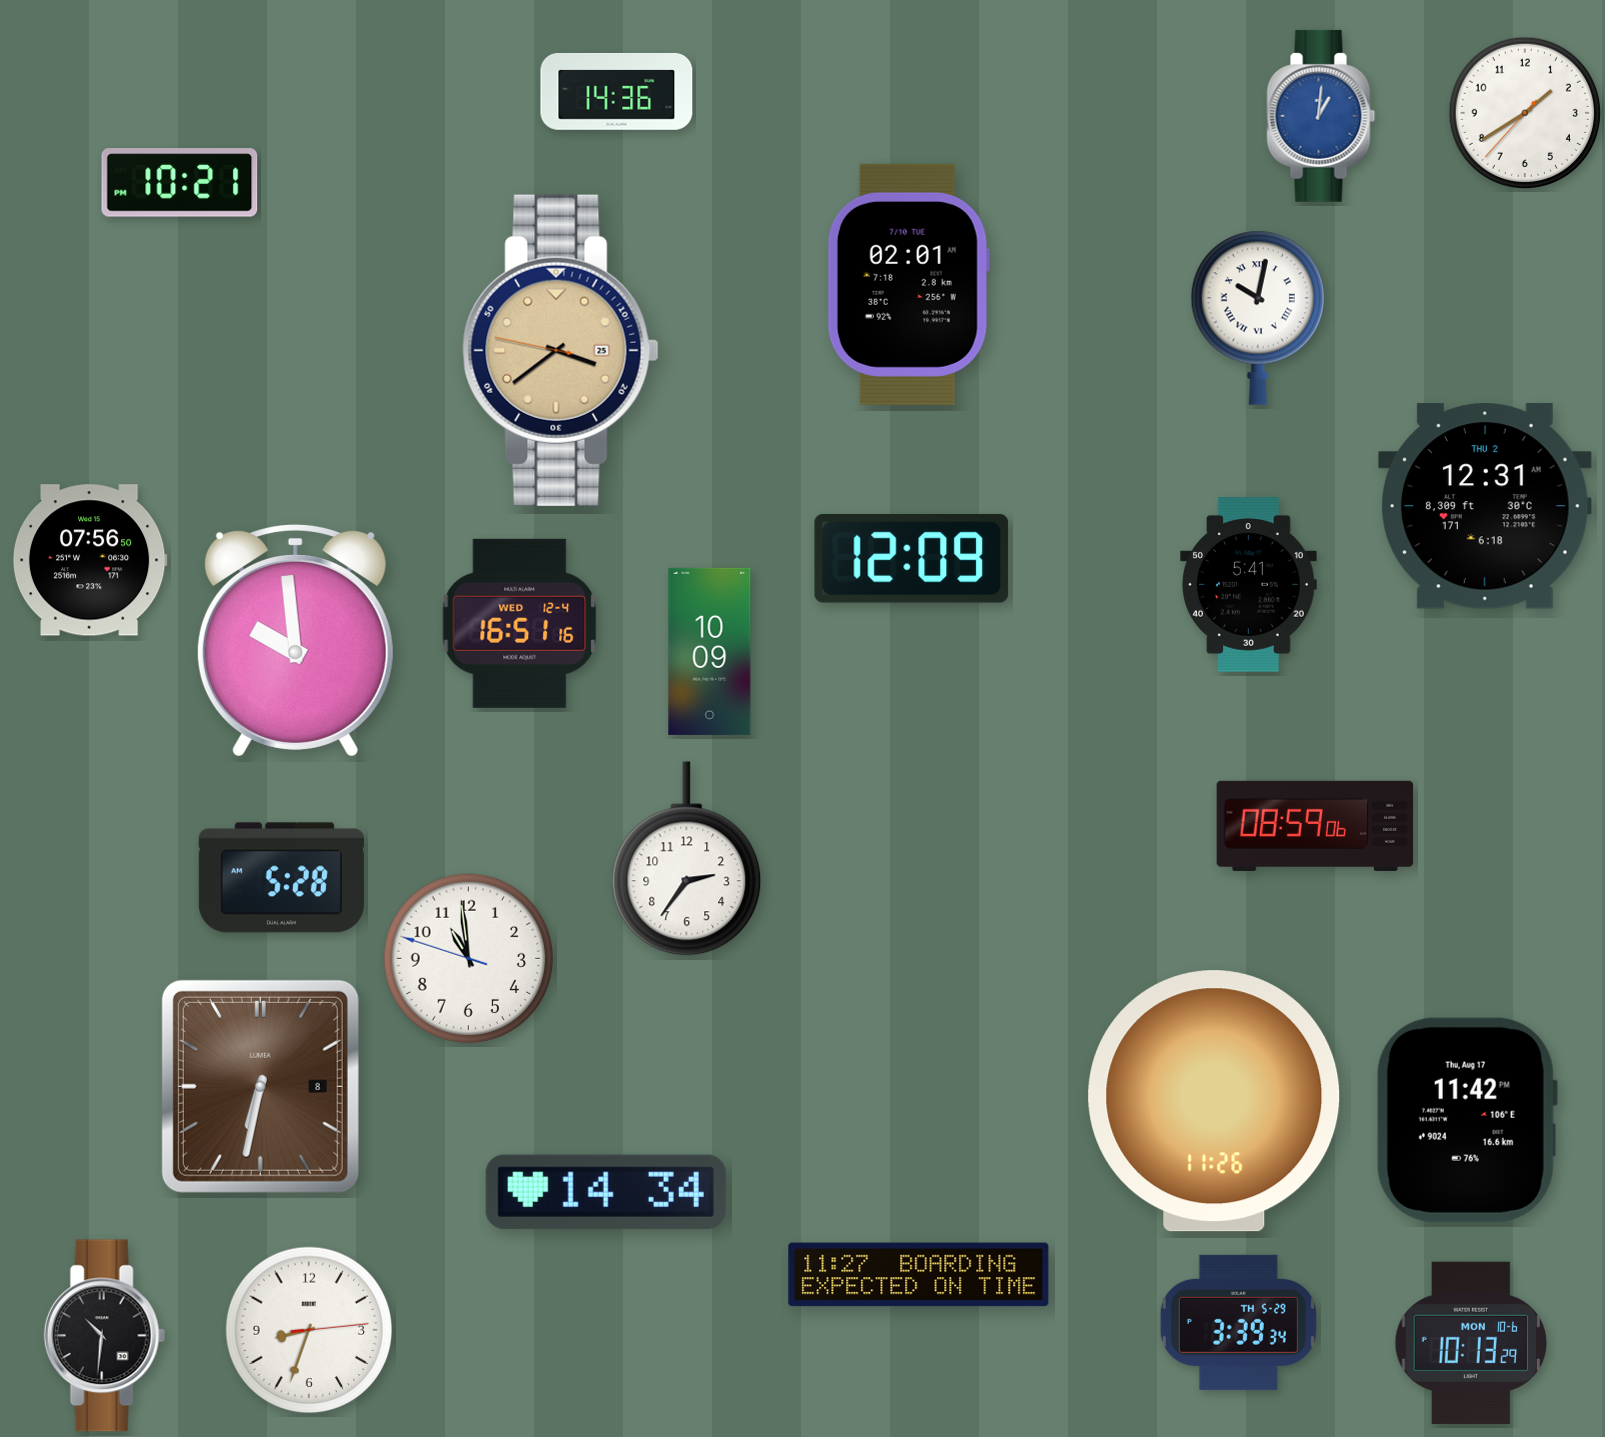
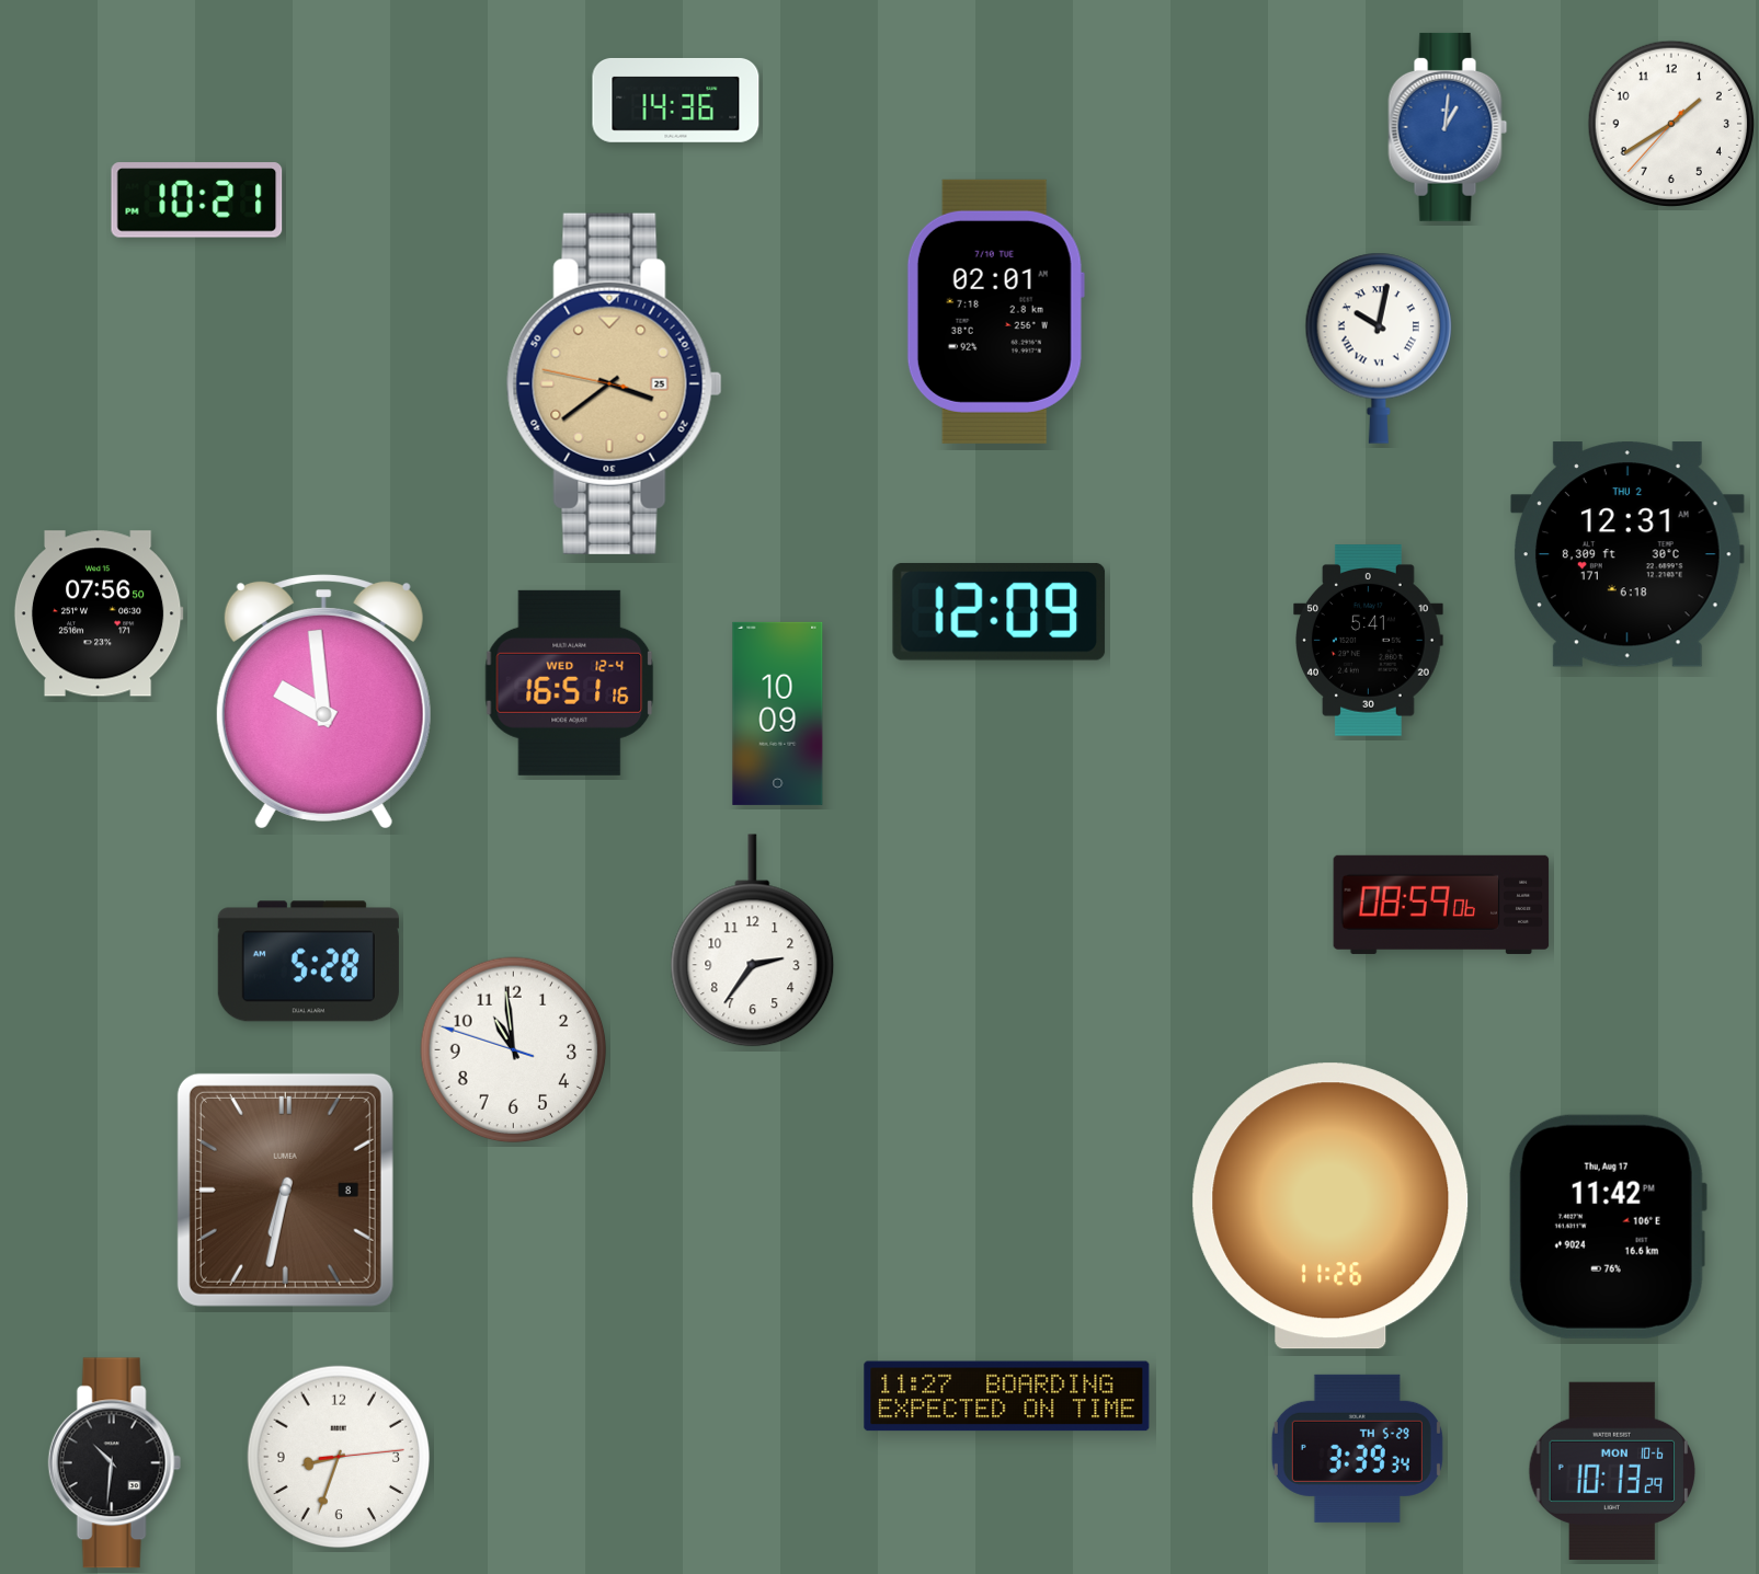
clock at (606, 1192): 14:34 -> none
